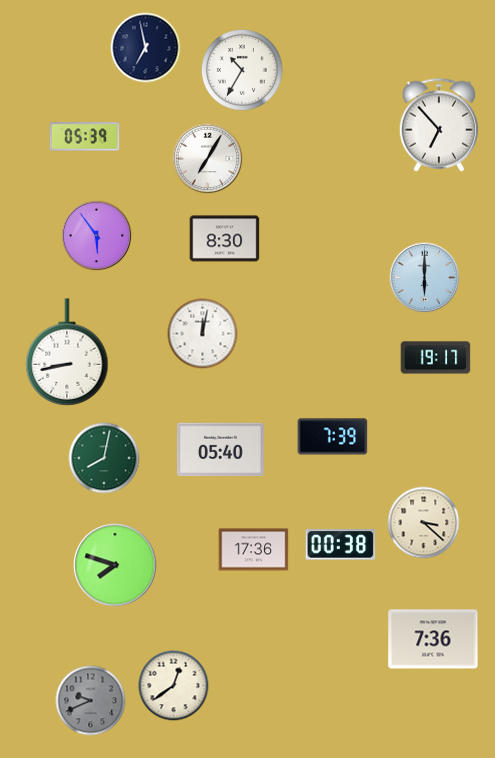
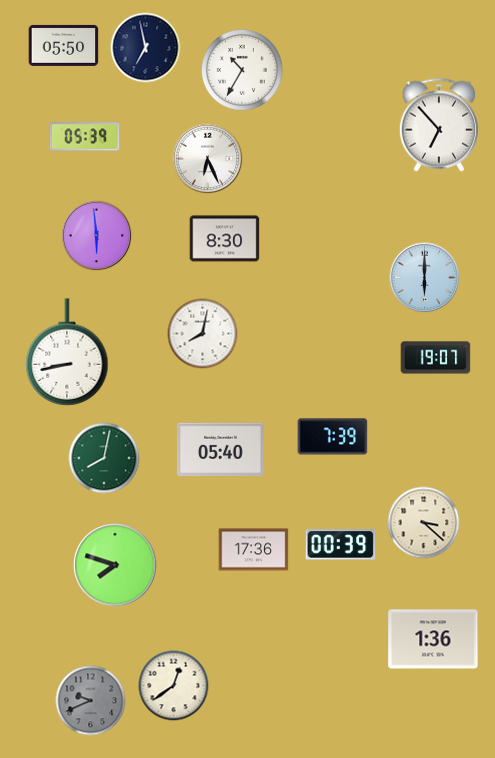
clock at (64, 45): none -> 05:50
clock at (208, 159): 7:05 -> 6:26
clock at (97, 236): 5:54 -> 5:59
clock at (203, 334): 12:02 -> 8:02
clock at (436, 358): 19:17 -> 19:07
clock at (341, 545): 00:38 -> 00:39
clock at (433, 639): 7:36 -> 1:36
